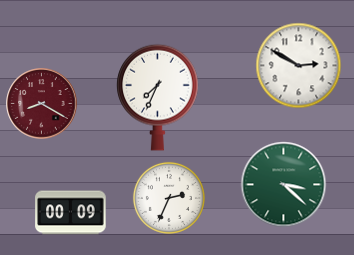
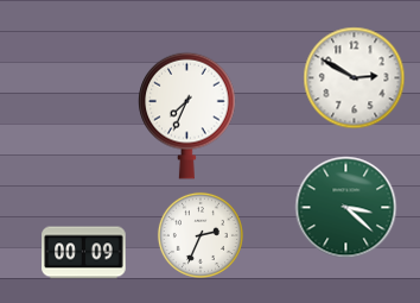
clock at (42, 104): 8:20 -> none
clock at (284, 185) position: (284, 185) -> (346, 208)
